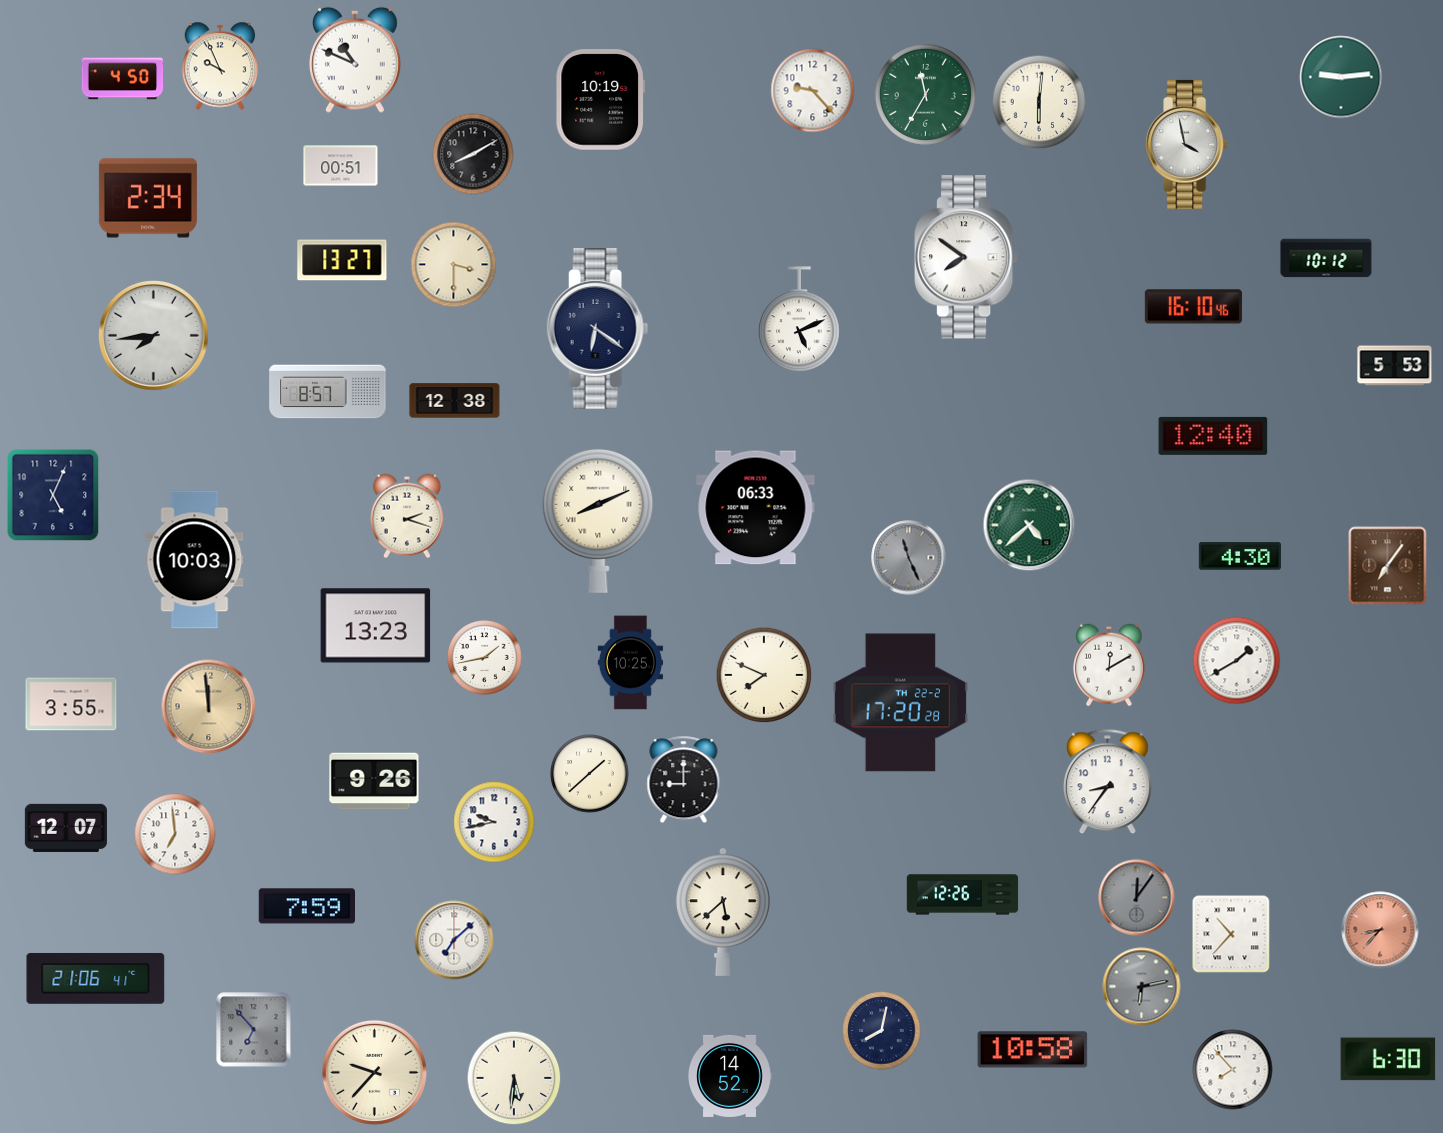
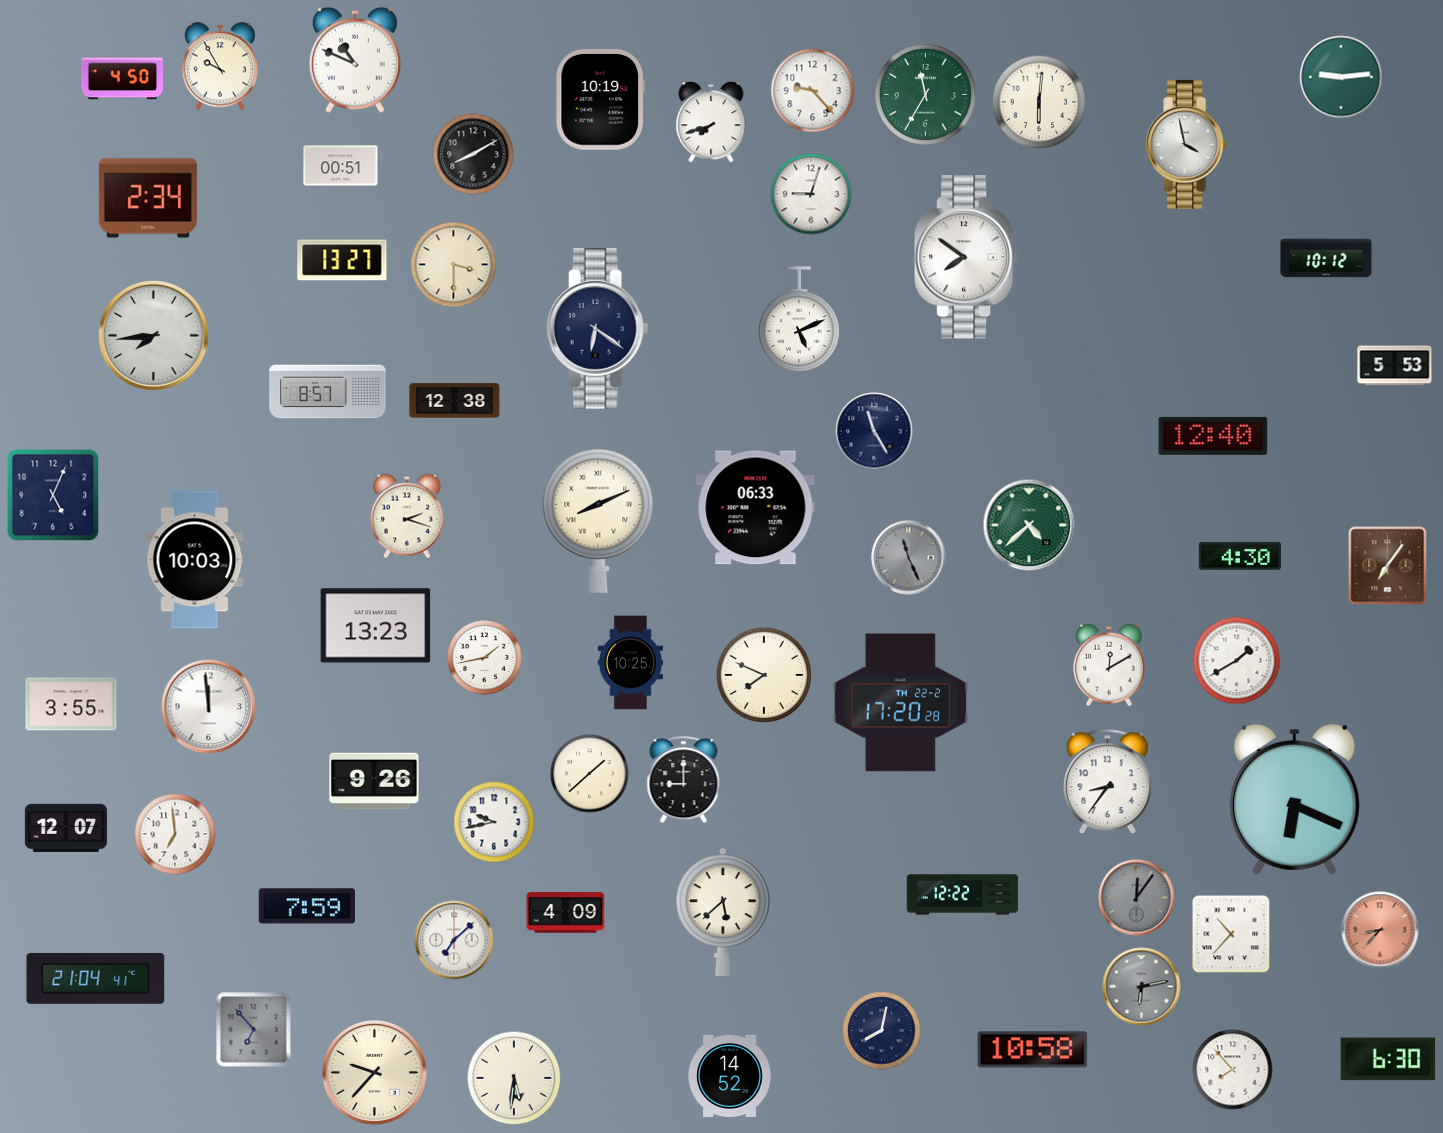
clock at (220, 66): 9:56 -> 9:55
clock at (711, 122): none -> 7:42
clock at (811, 194): none -> 9:03
clock at (1193, 307): 16:10 -> none
clock at (874, 431): none -> 11:25
clock at (209, 707) dial: champagne -> white
clock at (1294, 800): none -> 6:19
clock at (963, 895): 12:26 -> 12:22
clock at (566, 913): none -> 4:09
clock at (96, 978): 21:06 -> 21:04
